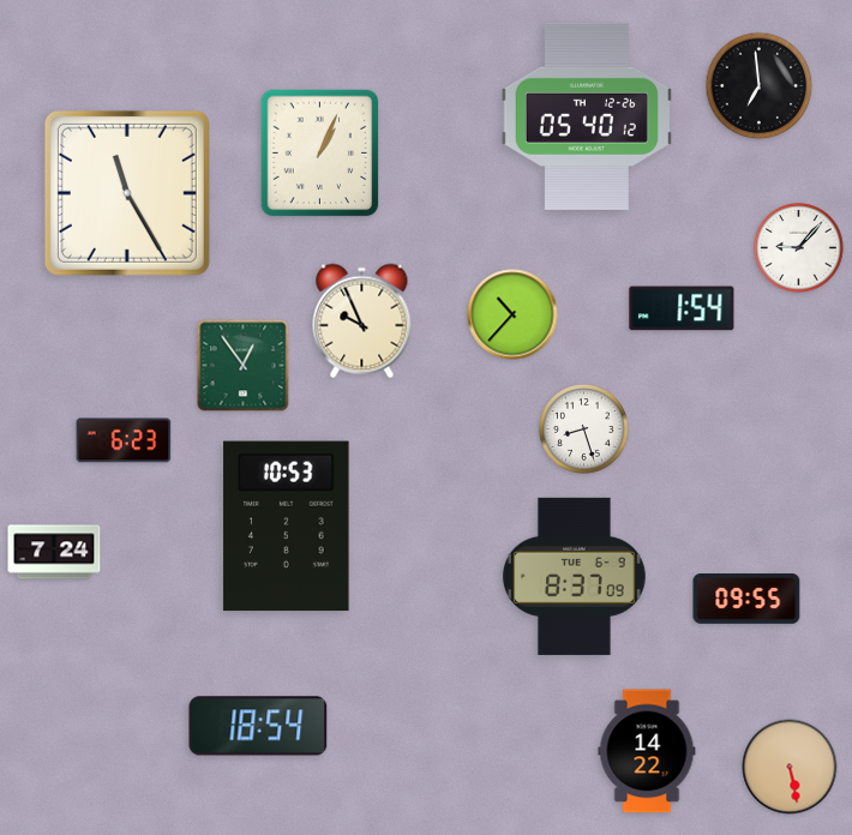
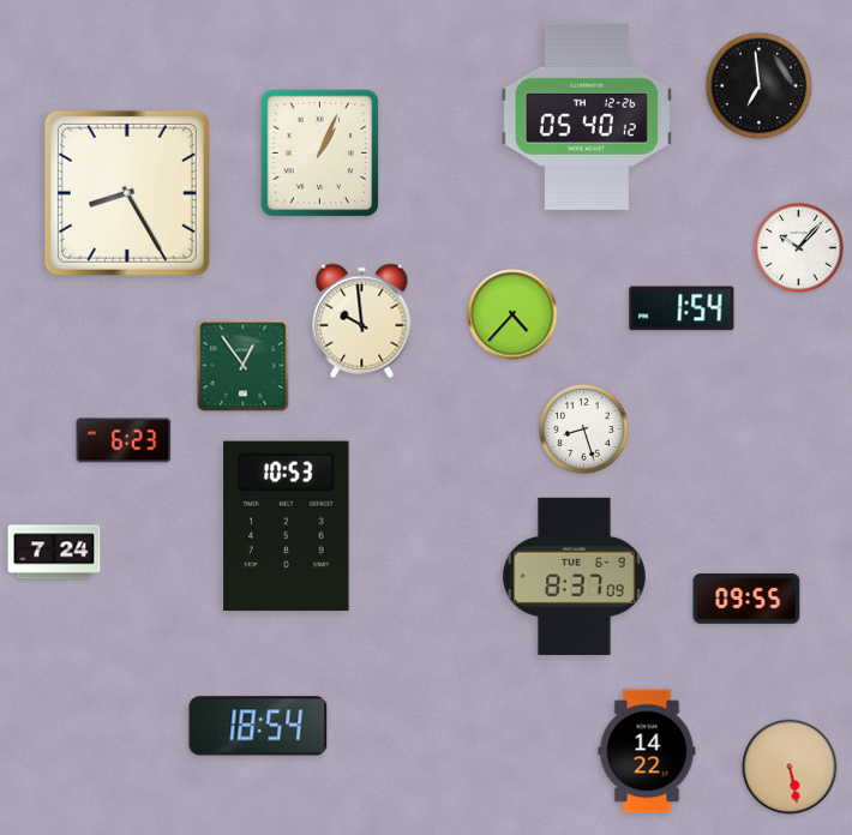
clock at (127, 193): 11:25 -> 8:25
clock at (799, 248): 9:07 -> 10:07
clock at (512, 314): 10:37 -> 4:37
clock at (362, 322): 9:56 -> 9:59
